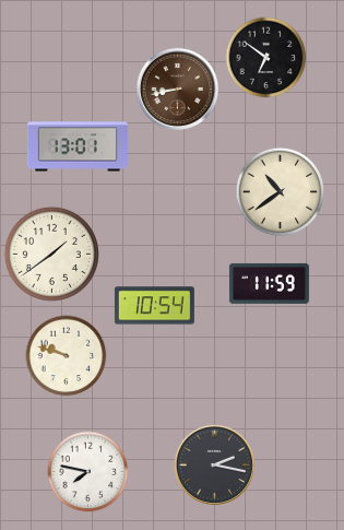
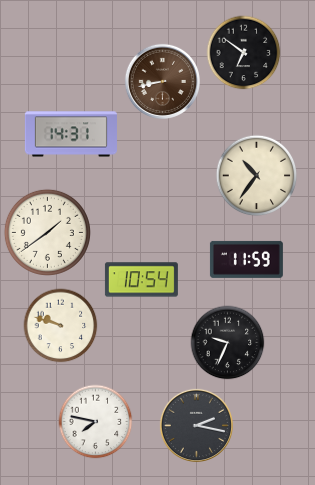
clock at (78, 146): 13:01 -> 14:31
clock at (281, 192): 10:39 -> 10:36
clock at (228, 343): none -> 9:34
clock at (88, 472) position: (88, 472) -> (96, 422)
